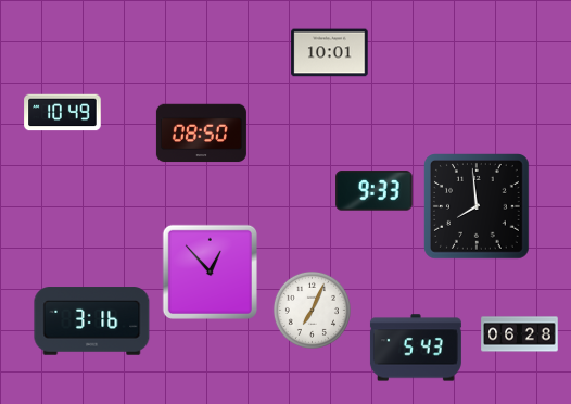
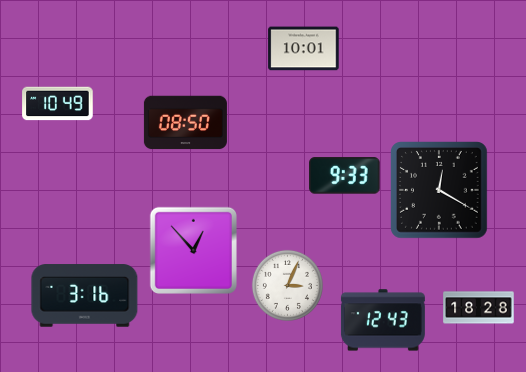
clock at (478, 207): 7:59 -> 12:20
clock at (312, 310): 7:04 -> 3:04
clock at (520, 334): 06:28 -> 18:28
clock at (416, 348): 5:43 -> 12:43
